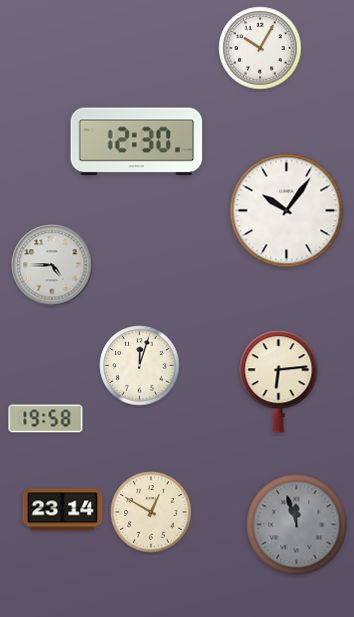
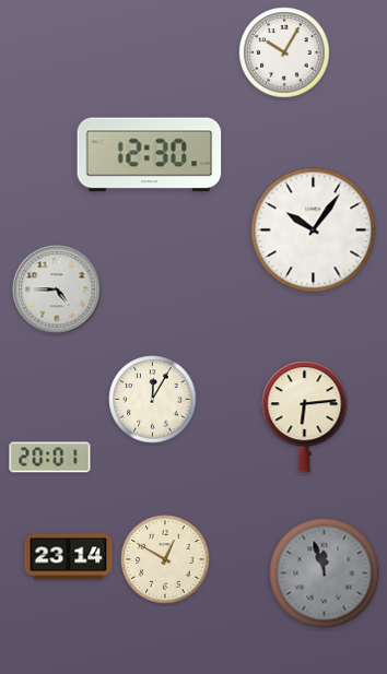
clock at (140, 366): 12:03 -> 12:05
clock at (46, 419): 19:58 -> 20:01
